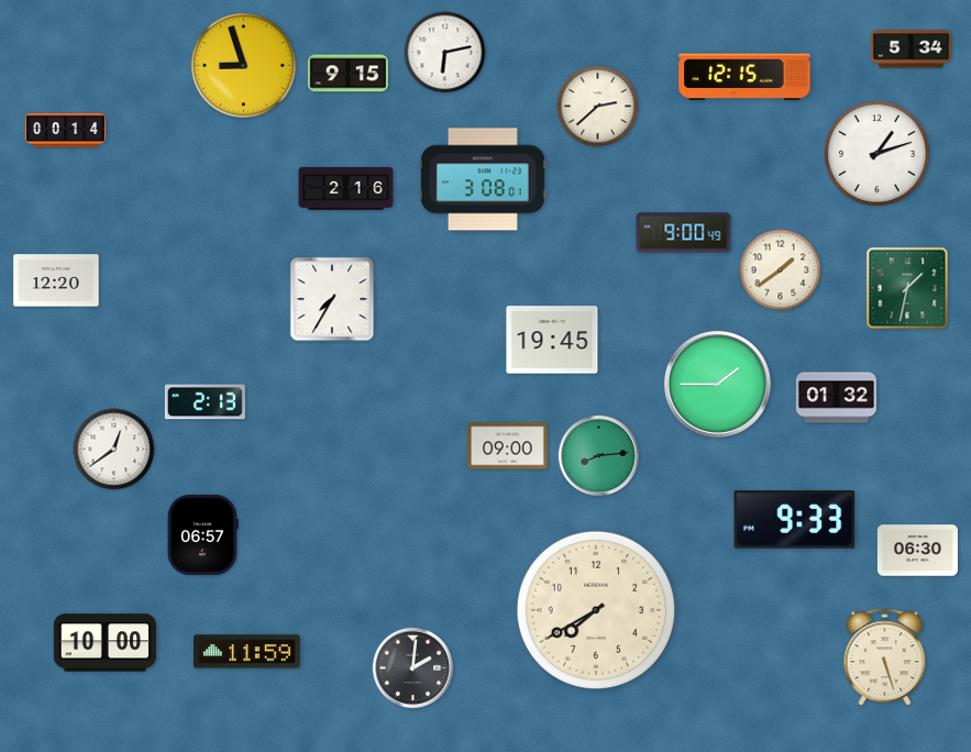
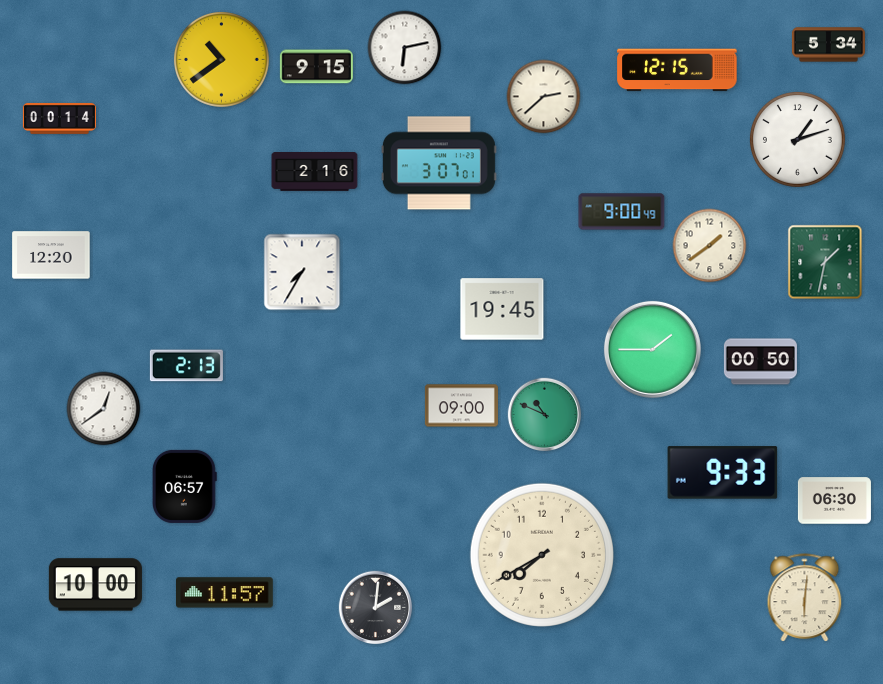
clock at (243, 65): 8:57 -> 10:39
clock at (483, 179): 3:08 -> 3:07
clock at (836, 398): 01:32 -> 00:50
clock at (599, 456): 8:14 -> 10:49
clock at (247, 652): 11:59 -> 11:57
clock at (885, 657): 5:27 -> 6:01
